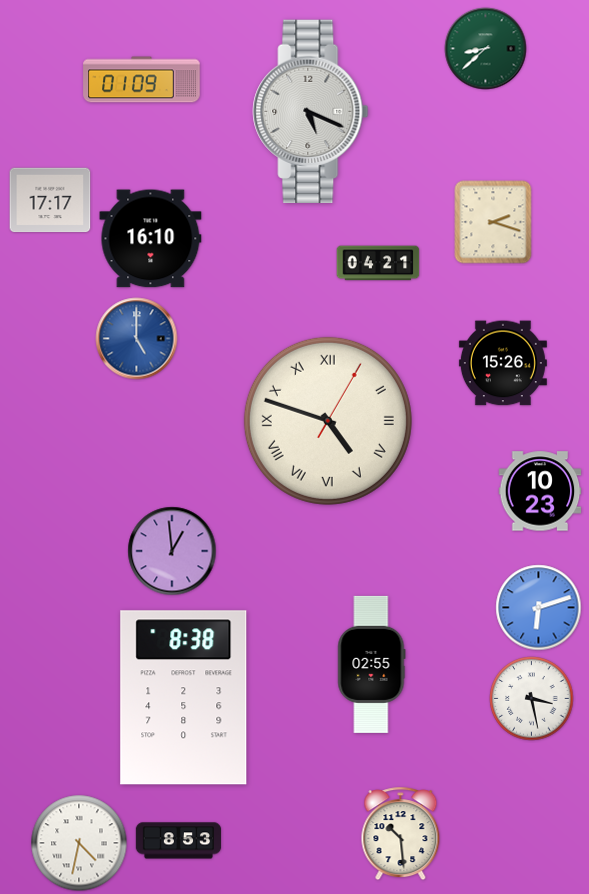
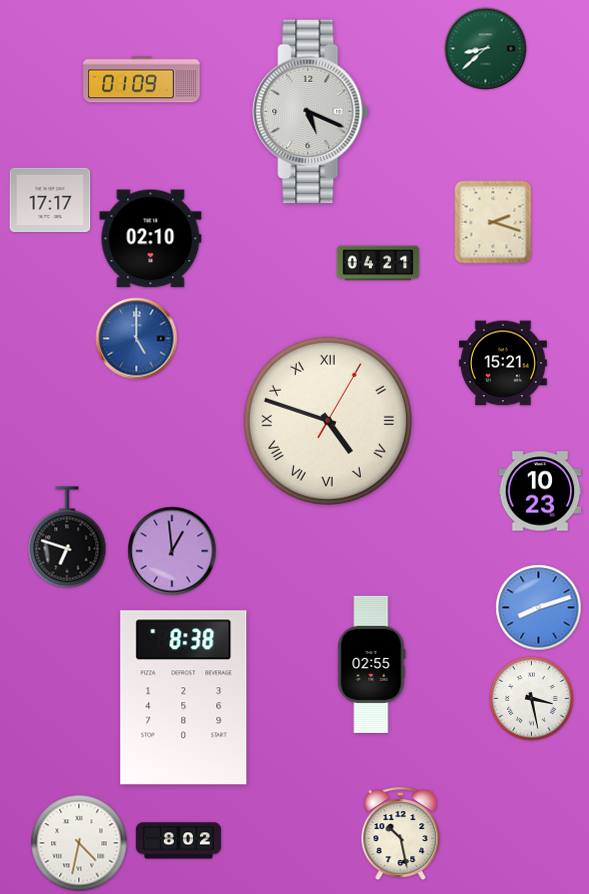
clock at (151, 239): 16:10 -> 02:10
clock at (503, 363): 15:26 -> 15:21
clock at (67, 537): none -> 6:48
clock at (539, 608): 6:12 -> 8:12
clock at (401, 834): 10:29 -> 10:28
clock at (179, 841): 8:53 -> 8:02
